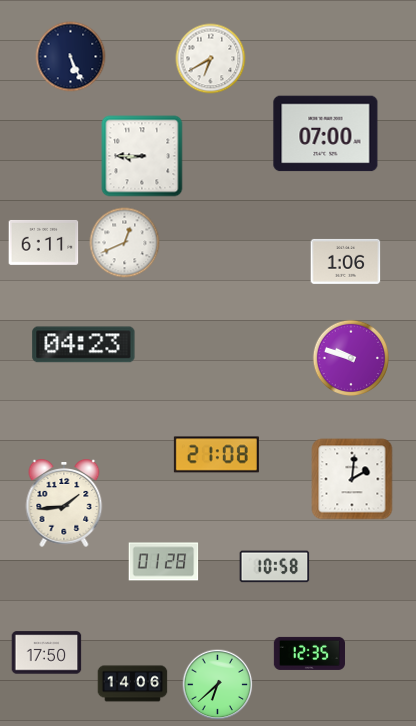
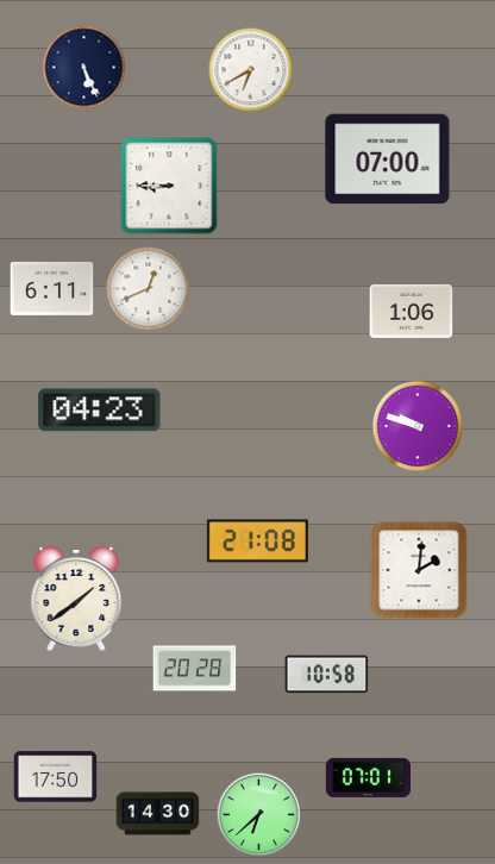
clock at (64, 504): 1:44 -> 1:39
clock at (164, 562): 01:28 -> 20:28
clock at (309, 653): 12:35 -> 07:01
clock at (133, 684): 14:06 -> 14:30
